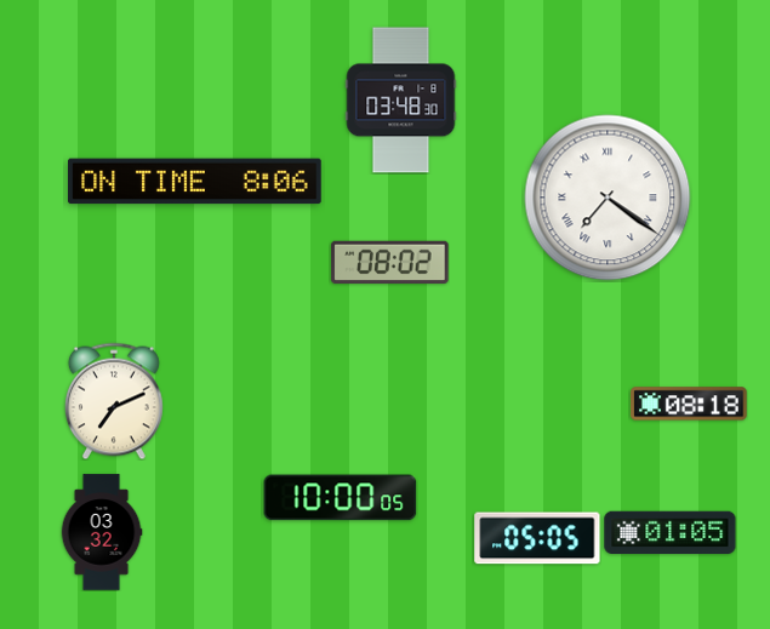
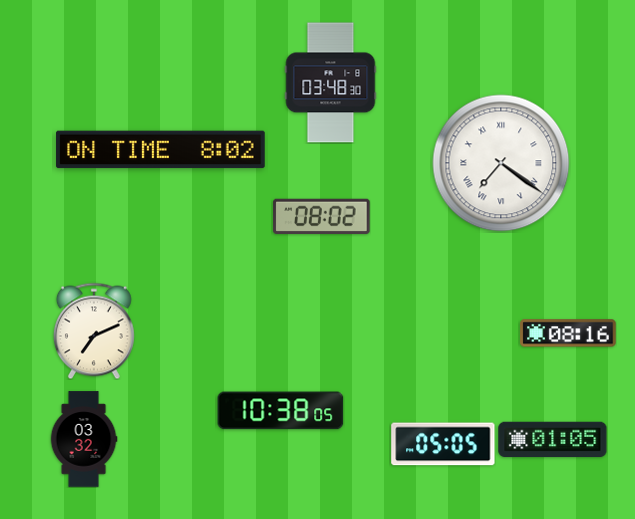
clock at (195, 182): 8:06 -> 8:02
clock at (689, 404): 08:18 -> 08:16
clock at (341, 498): 10:00 -> 10:38
